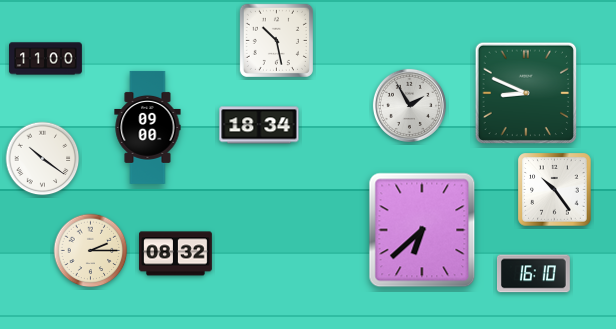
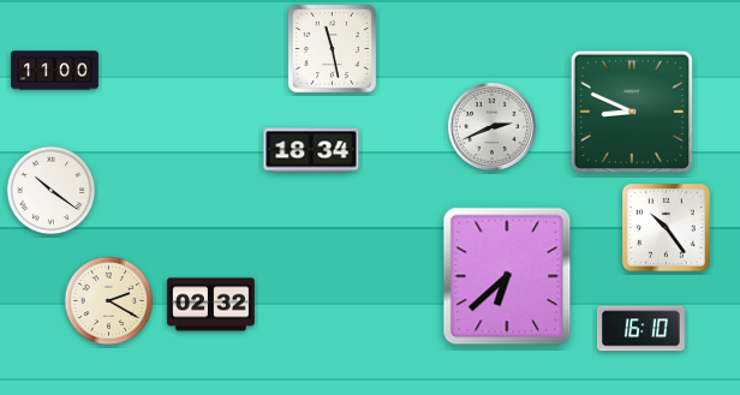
clock at (276, 40): 10:28 -> 11:28
clock at (409, 105): 1:55 -> 2:41
clock at (148, 127): 09:00 -> none
clock at (91, 251): 2:15 -> 2:20
clock at (176, 254): 08:32 -> 02:32
